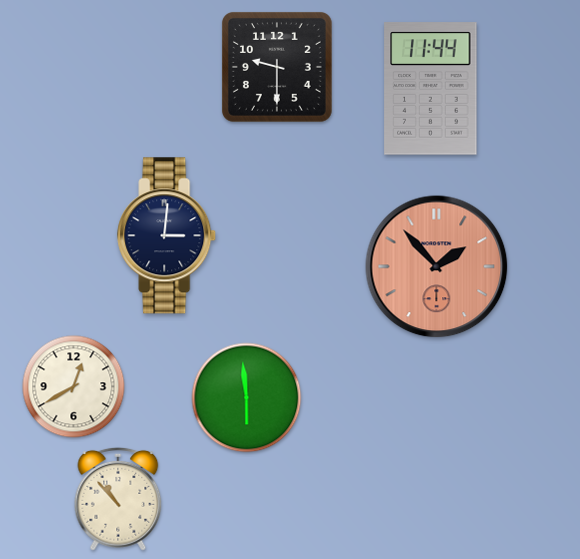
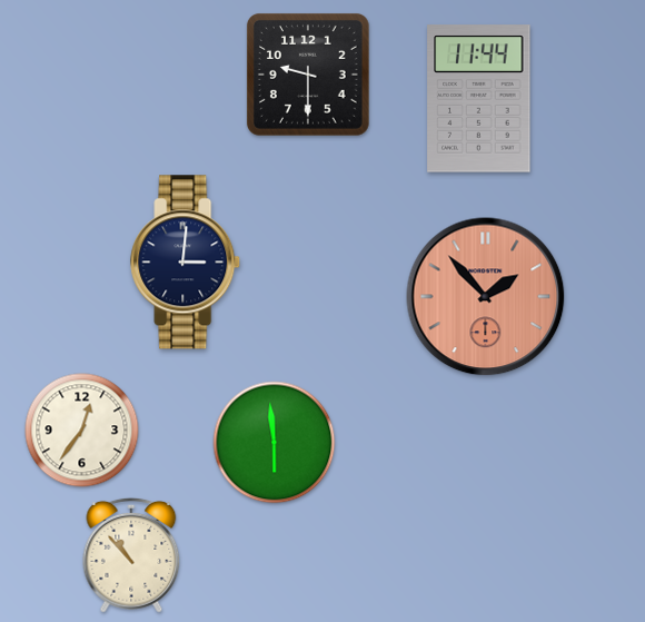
clock at (74, 387): 12:40 -> 12:36
